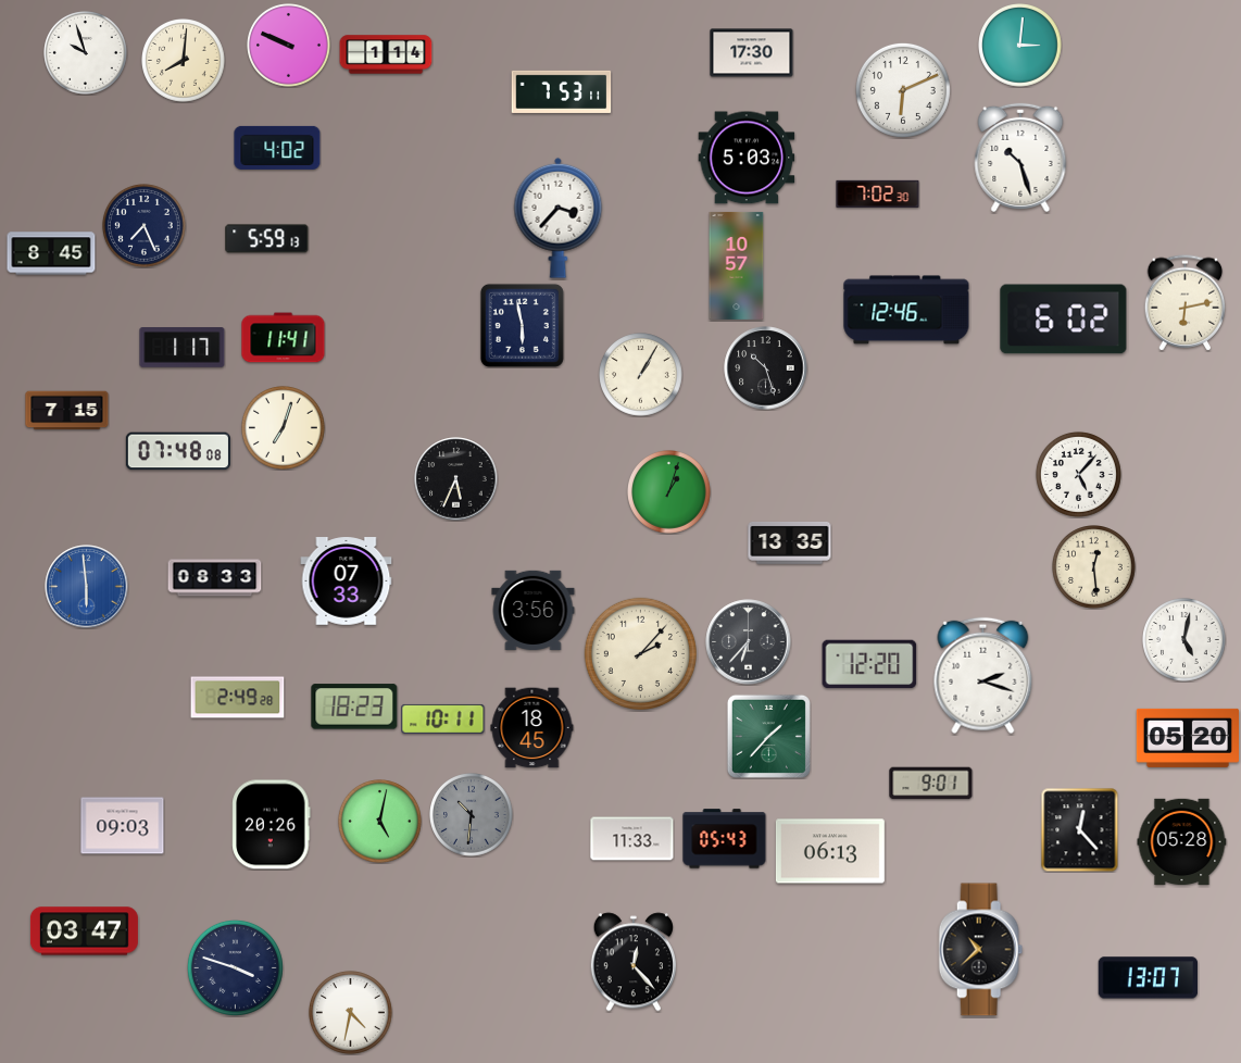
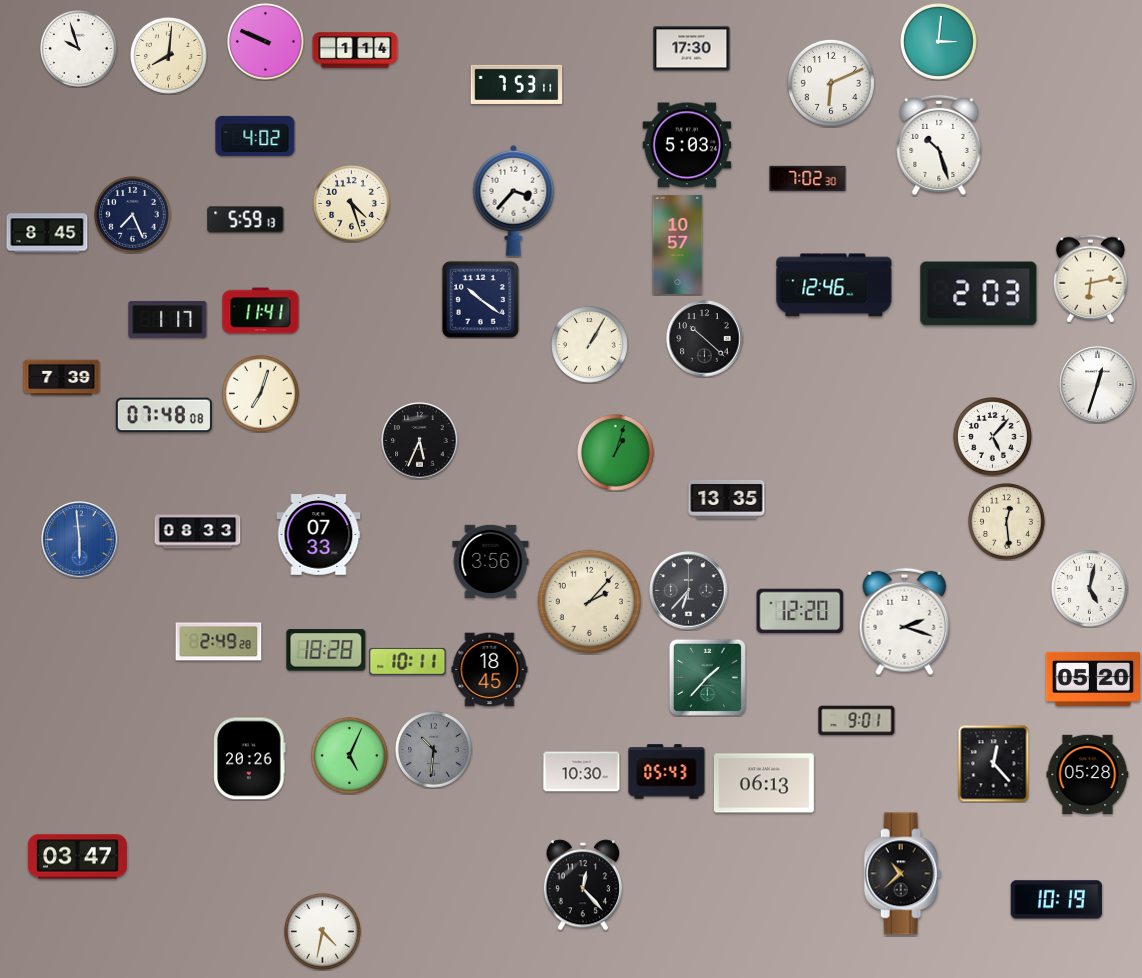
clock at (352, 204): none -> 4:27
clock at (145, 226) position: (145, 226) -> (133, 215)
clock at (1064, 320): 6:02 -> 2:03
clock at (522, 325): 5:58 -> 10:21
clock at (766, 368): 10:27 -> 10:22
clock at (67, 411): 7:15 -> 7:39
clock at (1098, 385): none -> 12:33
clock at (354, 706): 18:23 -> 18:28
clock at (380, 822): 5:02 -> 5:04
clock at (123, 826): 09:03 -> none
clock at (632, 839): 11:33 -> 10:30
clock at (235, 967): 3:48 -> none
clock at (1149, 978): 13:07 -> 10:19
